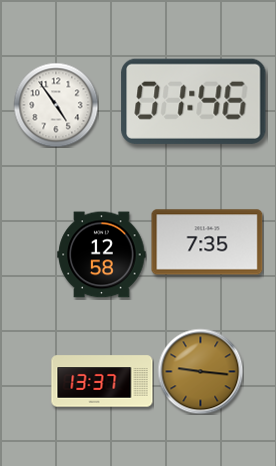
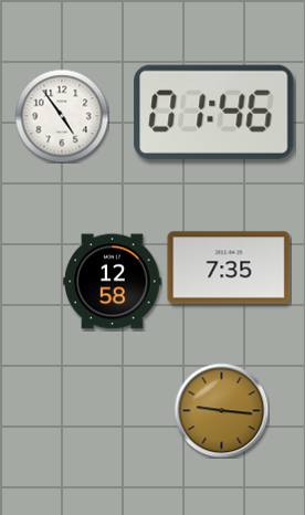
clock at (102, 381): 13:37 -> none
